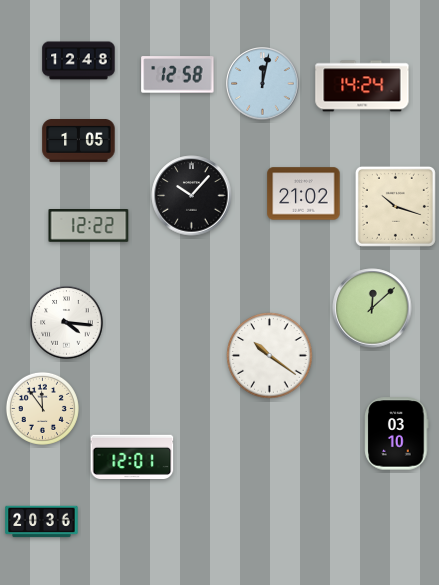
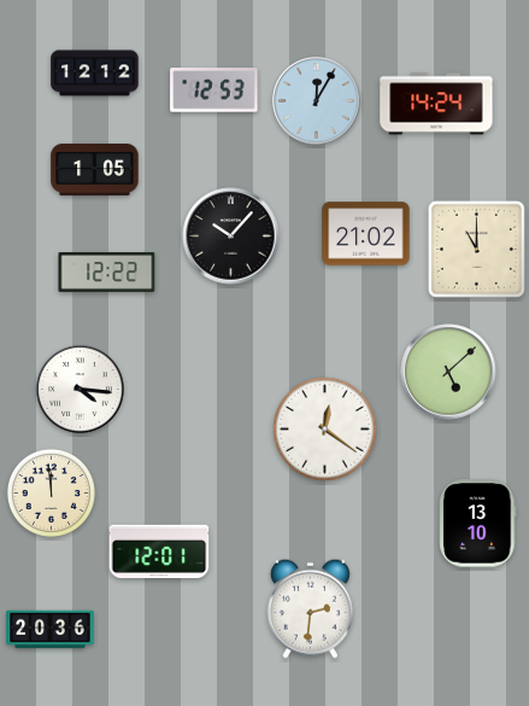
clock at (79, 61): 12:48 -> 12:12
clock at (178, 75): 12:58 -> 12:53
clock at (263, 84): 12:02 -> 12:05
clock at (395, 206): 10:18 -> 11:00
clock at (372, 308): 12:08 -> 5:08
clock at (270, 356): 10:21 -> 12:21
clock at (42, 408): 11:54 -> 11:59
clock at (397, 434): 03:10 -> 13:10
clock at (310, 608): none -> 2:31
